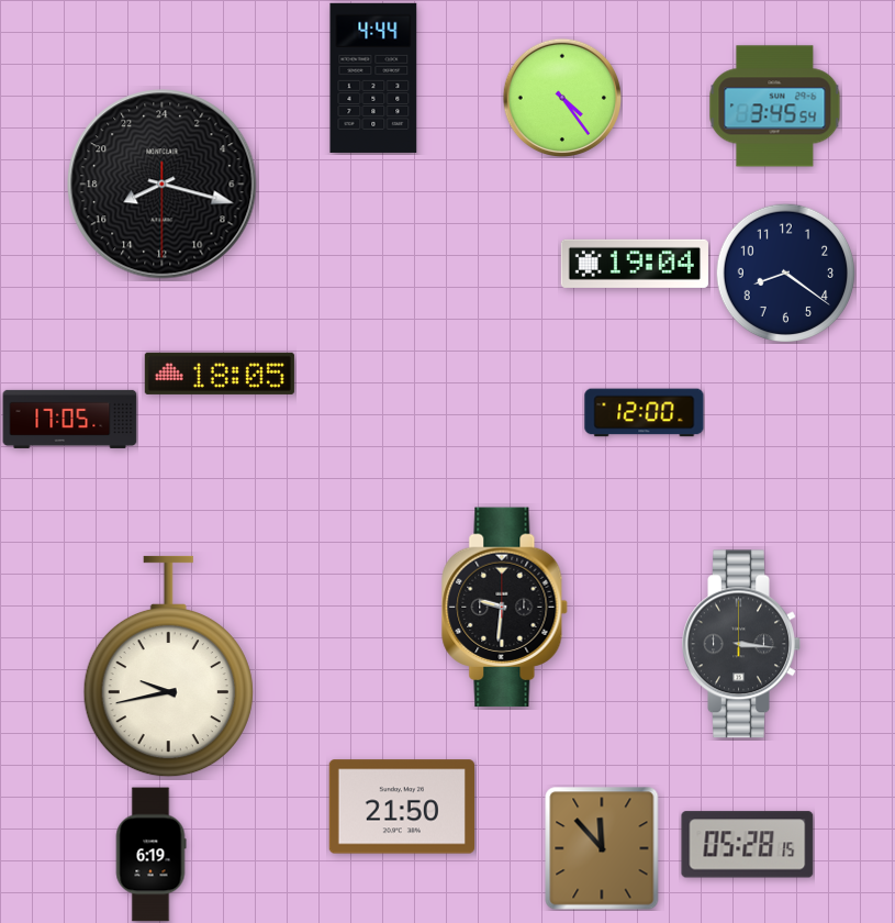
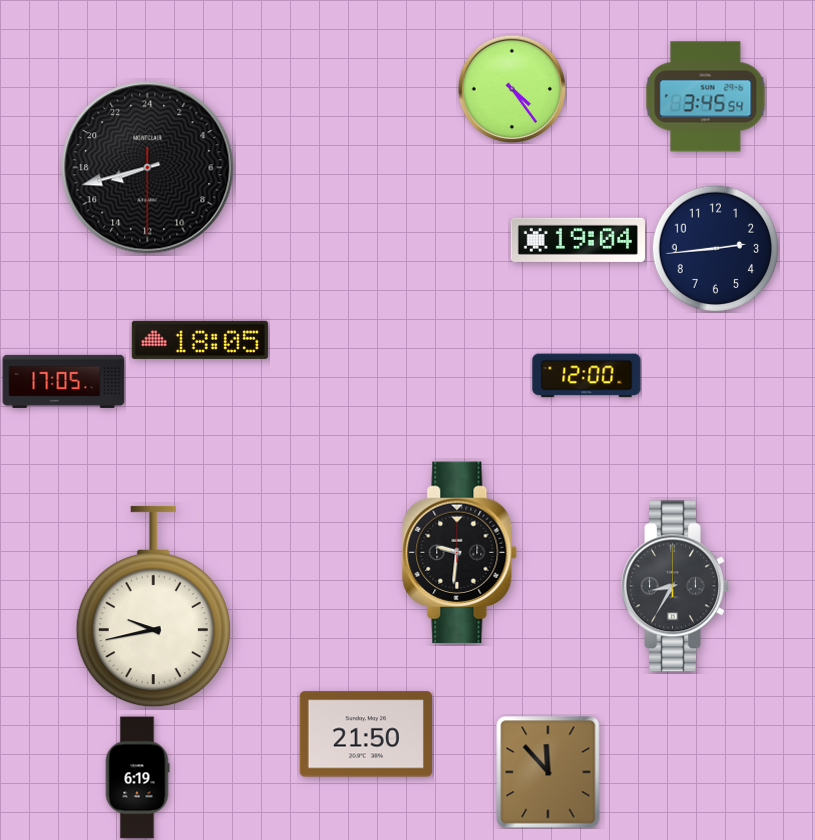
clock at (373, 78): 4:44 -> none
clock at (163, 185): 16:17 -> 16:42
clock at (785, 273): 8:21 -> 2:44
clock at (741, 644): 3:16 -> 8:35
clock at (748, 845): 05:28 -> none
